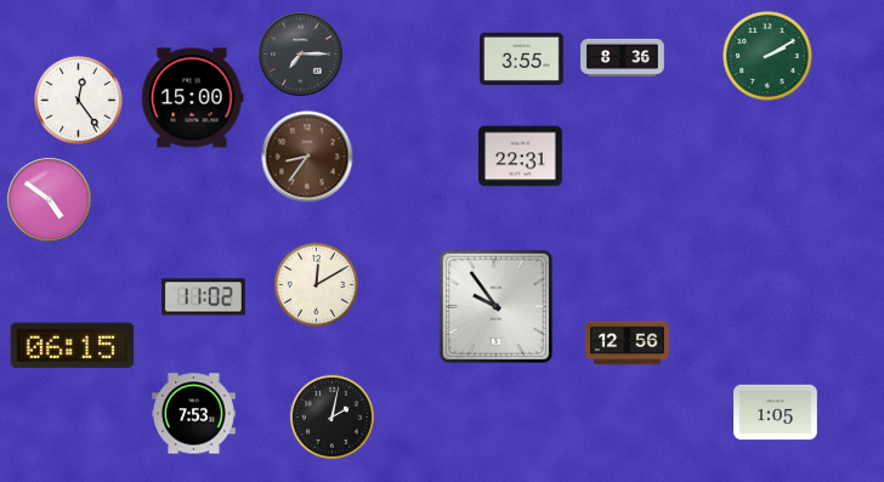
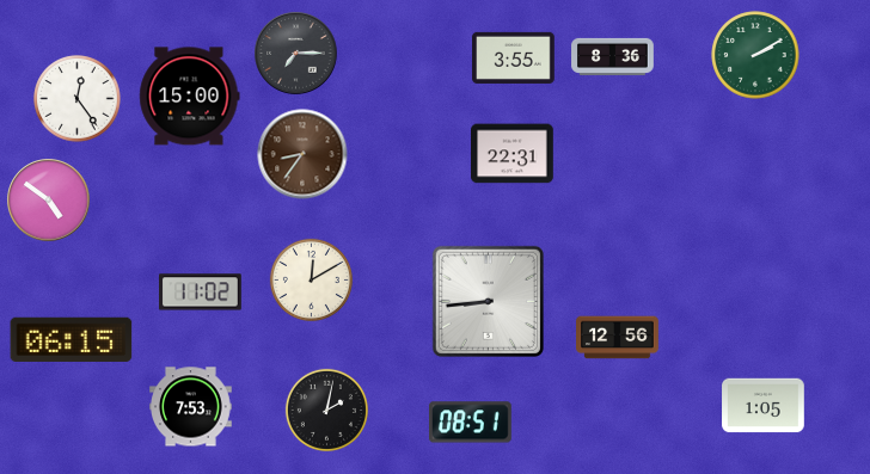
clock at (50, 200) position: (50, 200) -> (49, 201)
clock at (495, 306): 9:54 -> 8:44
clock at (471, 423): none -> 08:51
